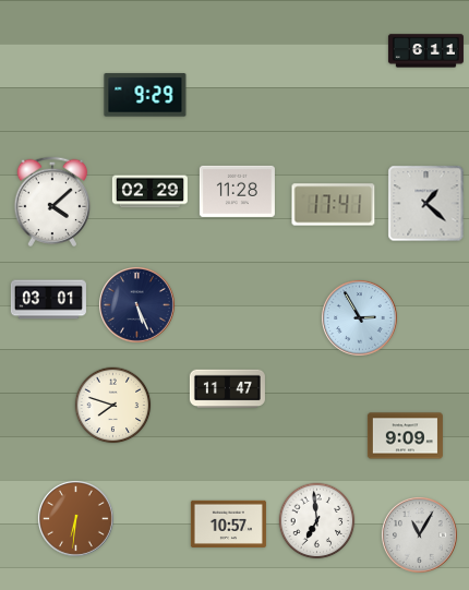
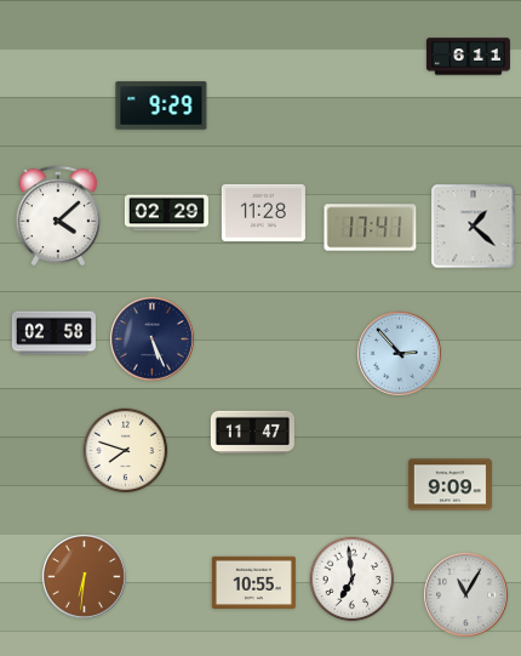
clock at (425, 51) position: (425, 51) -> (468, 57)
clock at (52, 202) position: (52, 202) -> (58, 216)
clock at (48, 300): 03:01 -> 02:58
clock at (360, 318): 2:55 -> 2:53
clock at (228, 523): 10:57 -> 10:55
